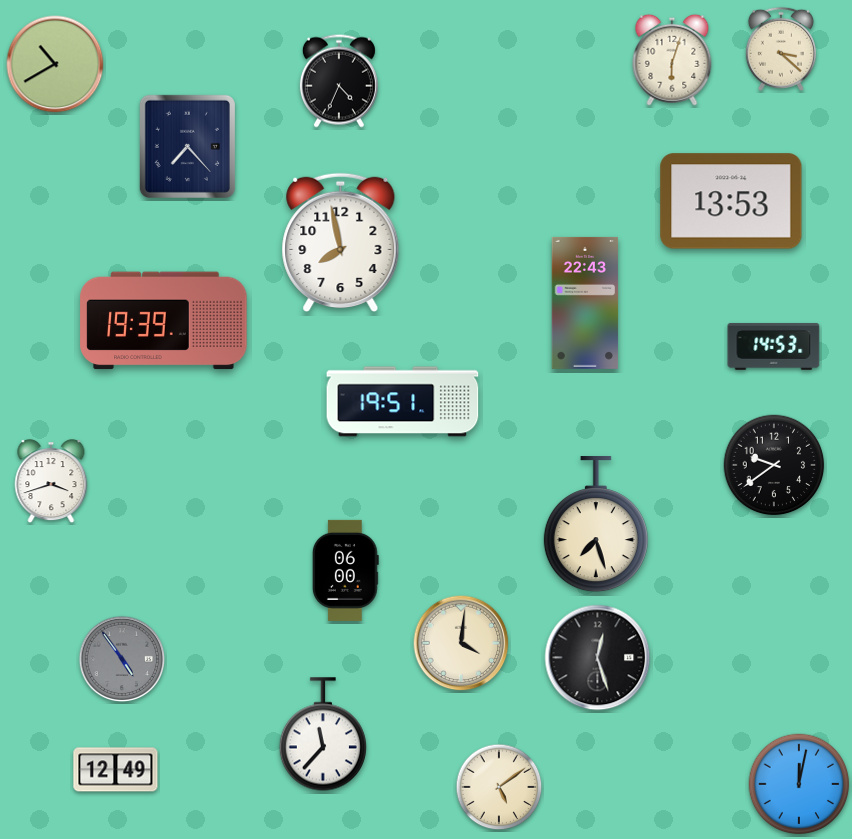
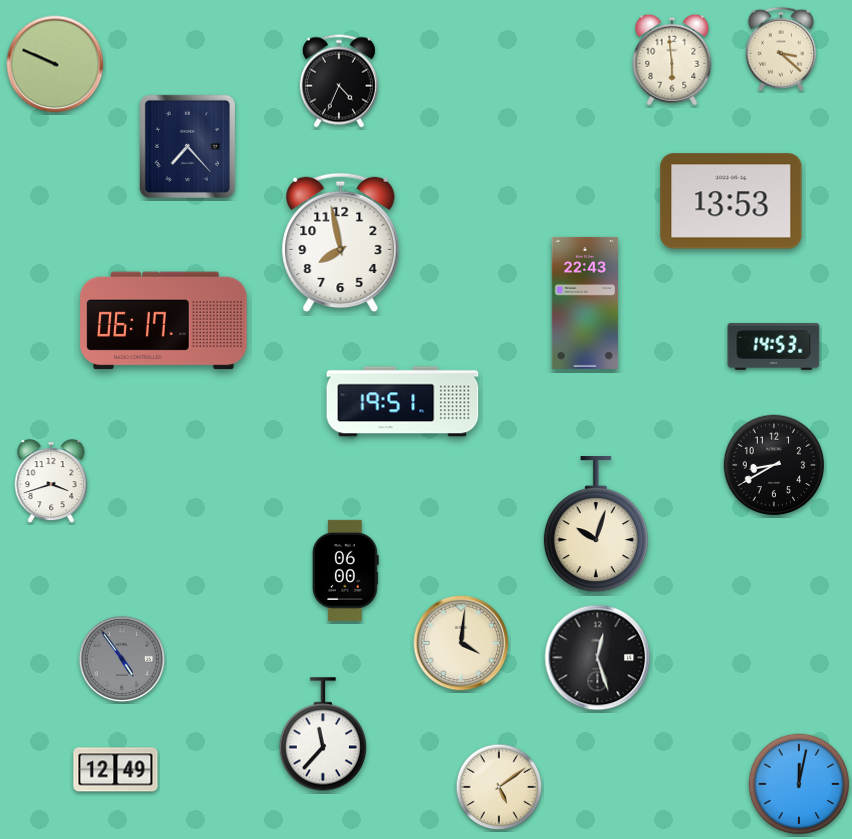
clock at (672, 60): 6:03 -> 5:59
clock at (55, 64): 10:40 -> 9:49
clock at (164, 321): 19:39 -> 06:17
clock at (774, 465): 9:39 -> 8:40
clock at (596, 525): 7:27 -> 10:03
